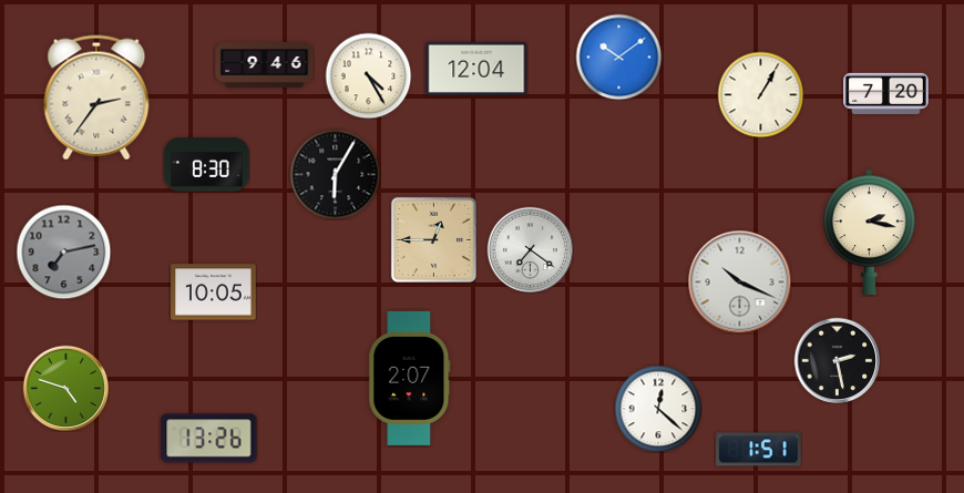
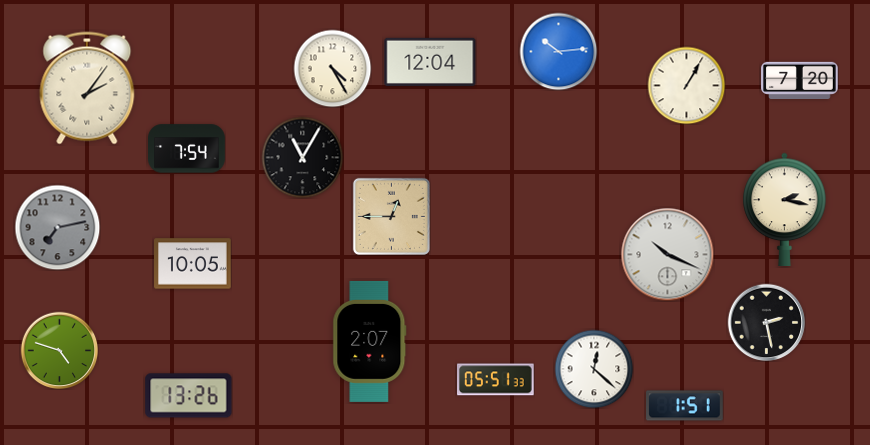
clock at (618, 57): 10:09 -> 10:14
clock at (265, 65): 9:46 -> none
clock at (886, 93) position: (886, 93) -> (800, 80)
clock at (96, 97): 2:36 -> 2:06
clock at (207, 165): 8:30 -> 7:54
clock at (335, 174): 6:05 -> 11:05
clock at (530, 249): 7:21 -> none
clock at (837, 360) position: (837, 360) -> (766, 322)
clock at (496, 380): none -> 05:51
